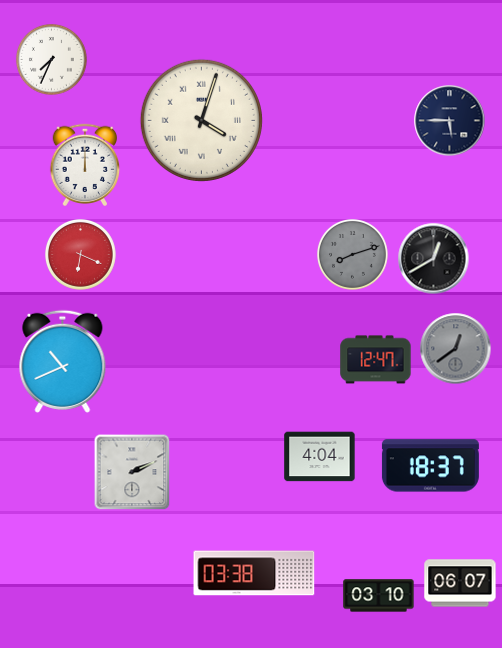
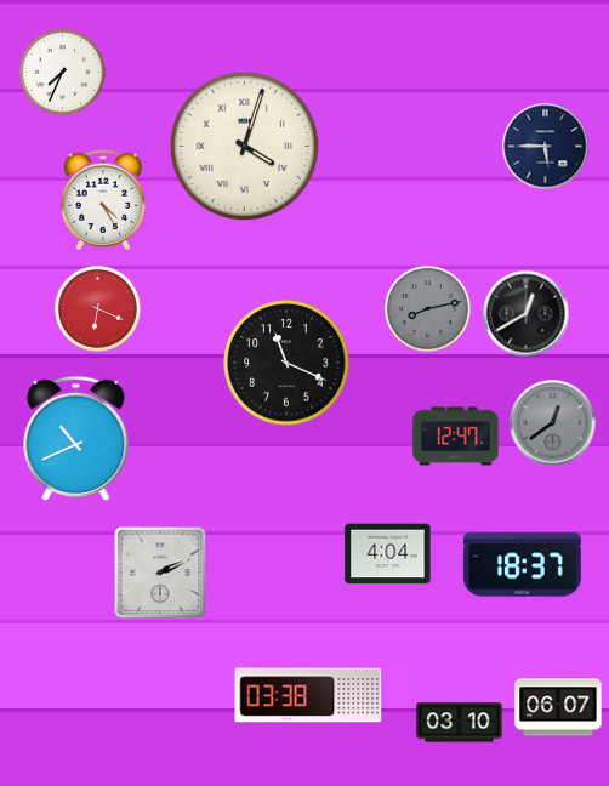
clock at (85, 165): 12:00 -> 4:25
clock at (353, 255): 8:12 -> 8:13
clock at (286, 363): none -> 11:19
